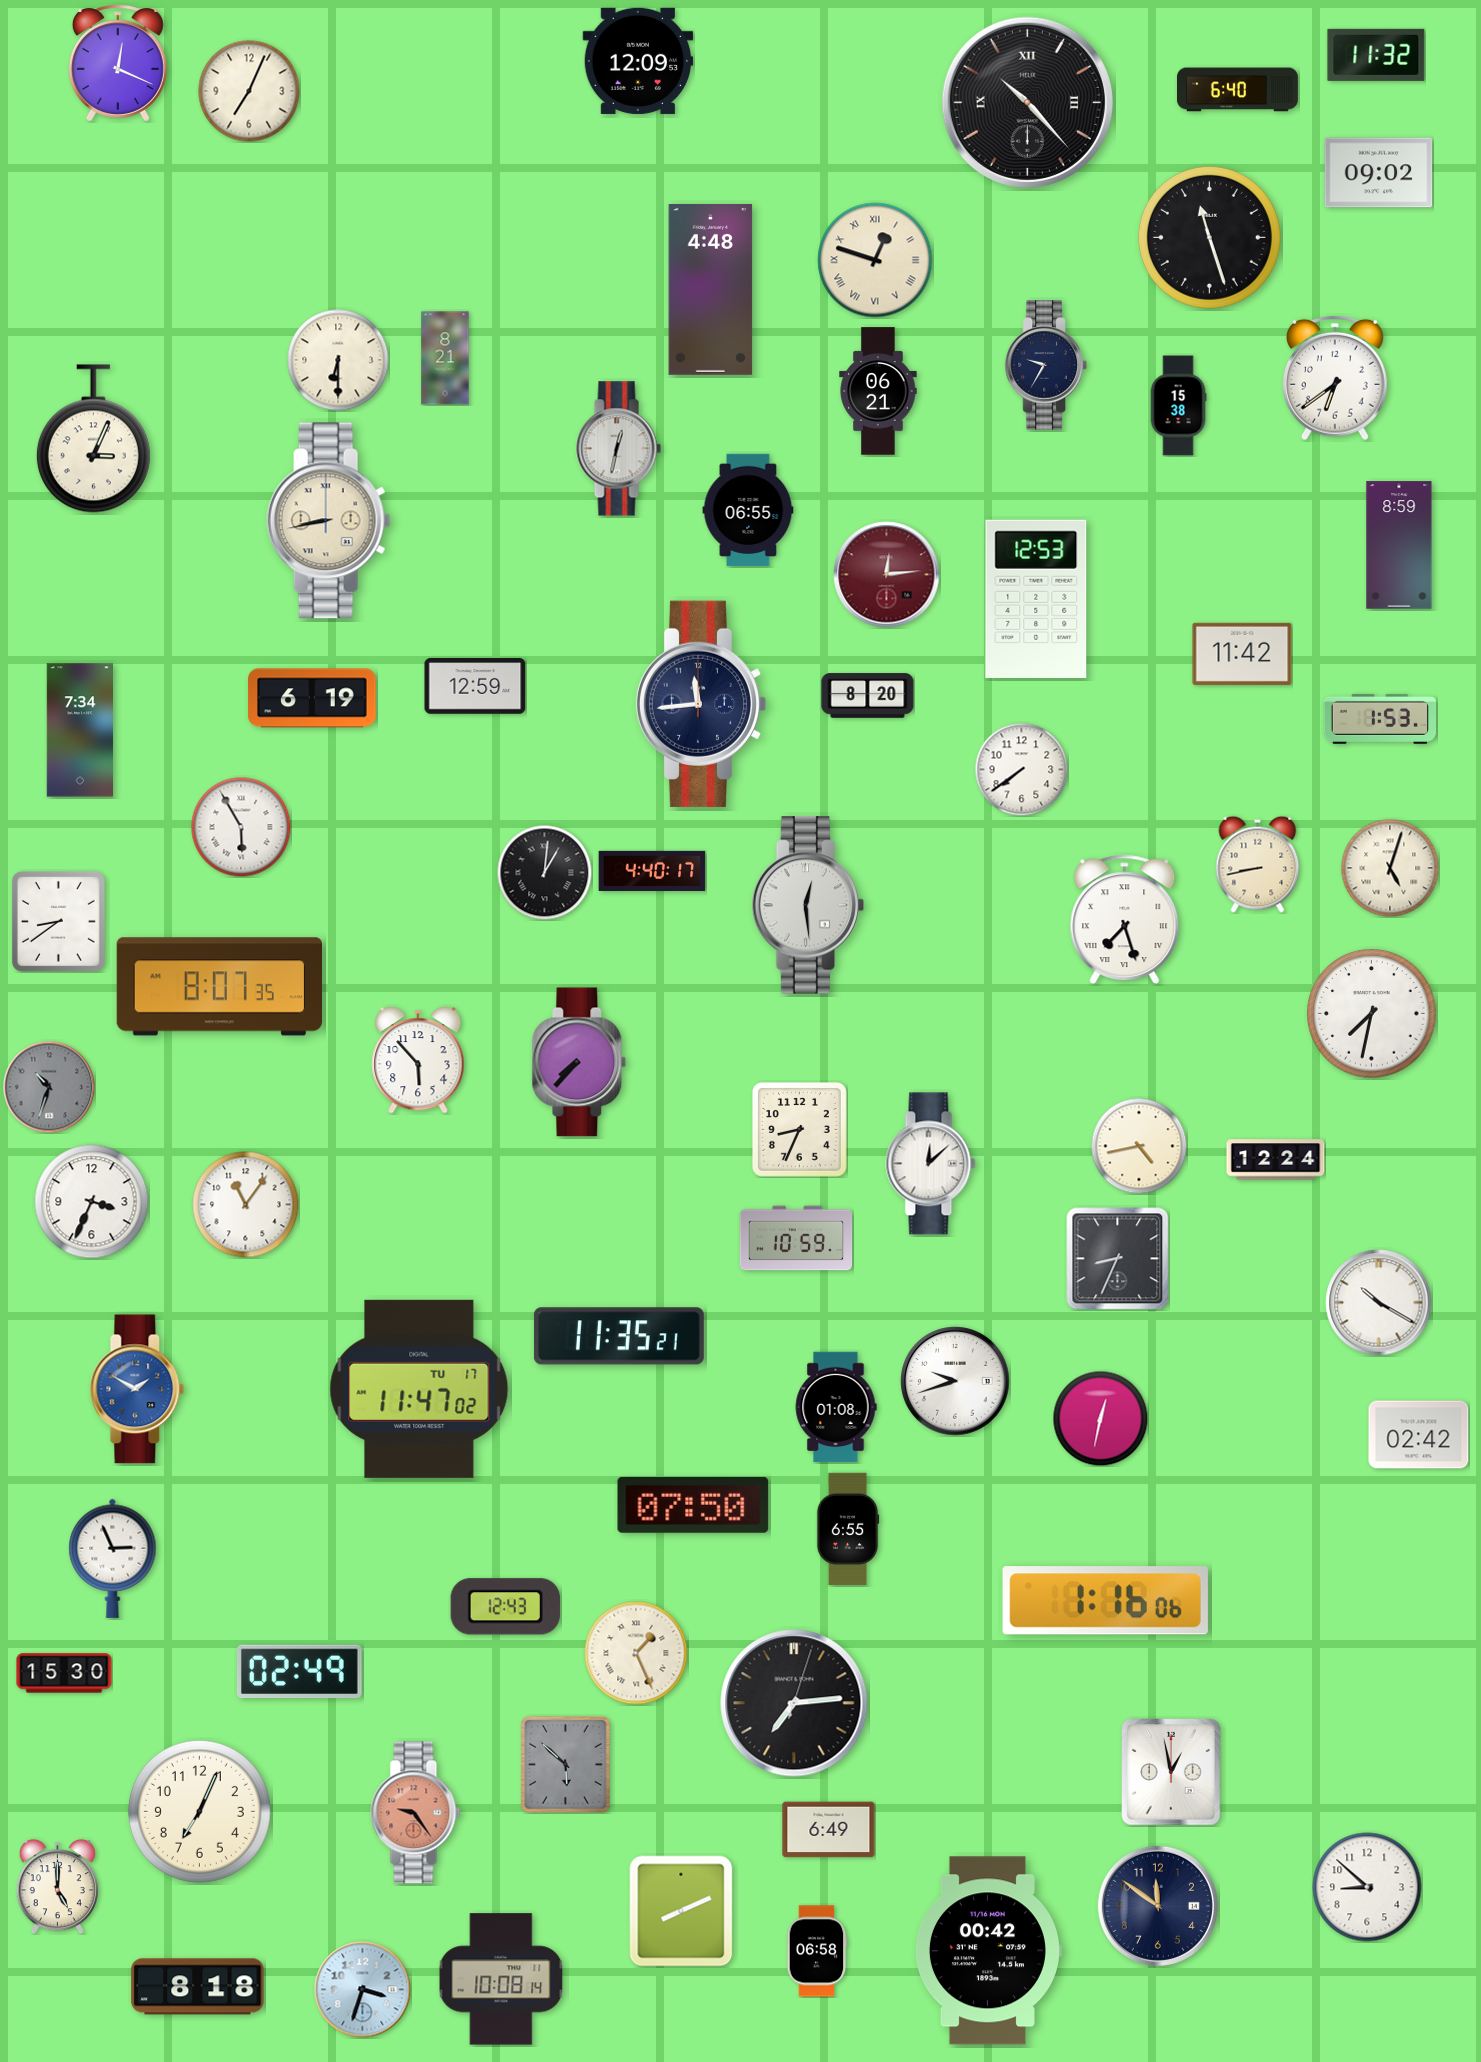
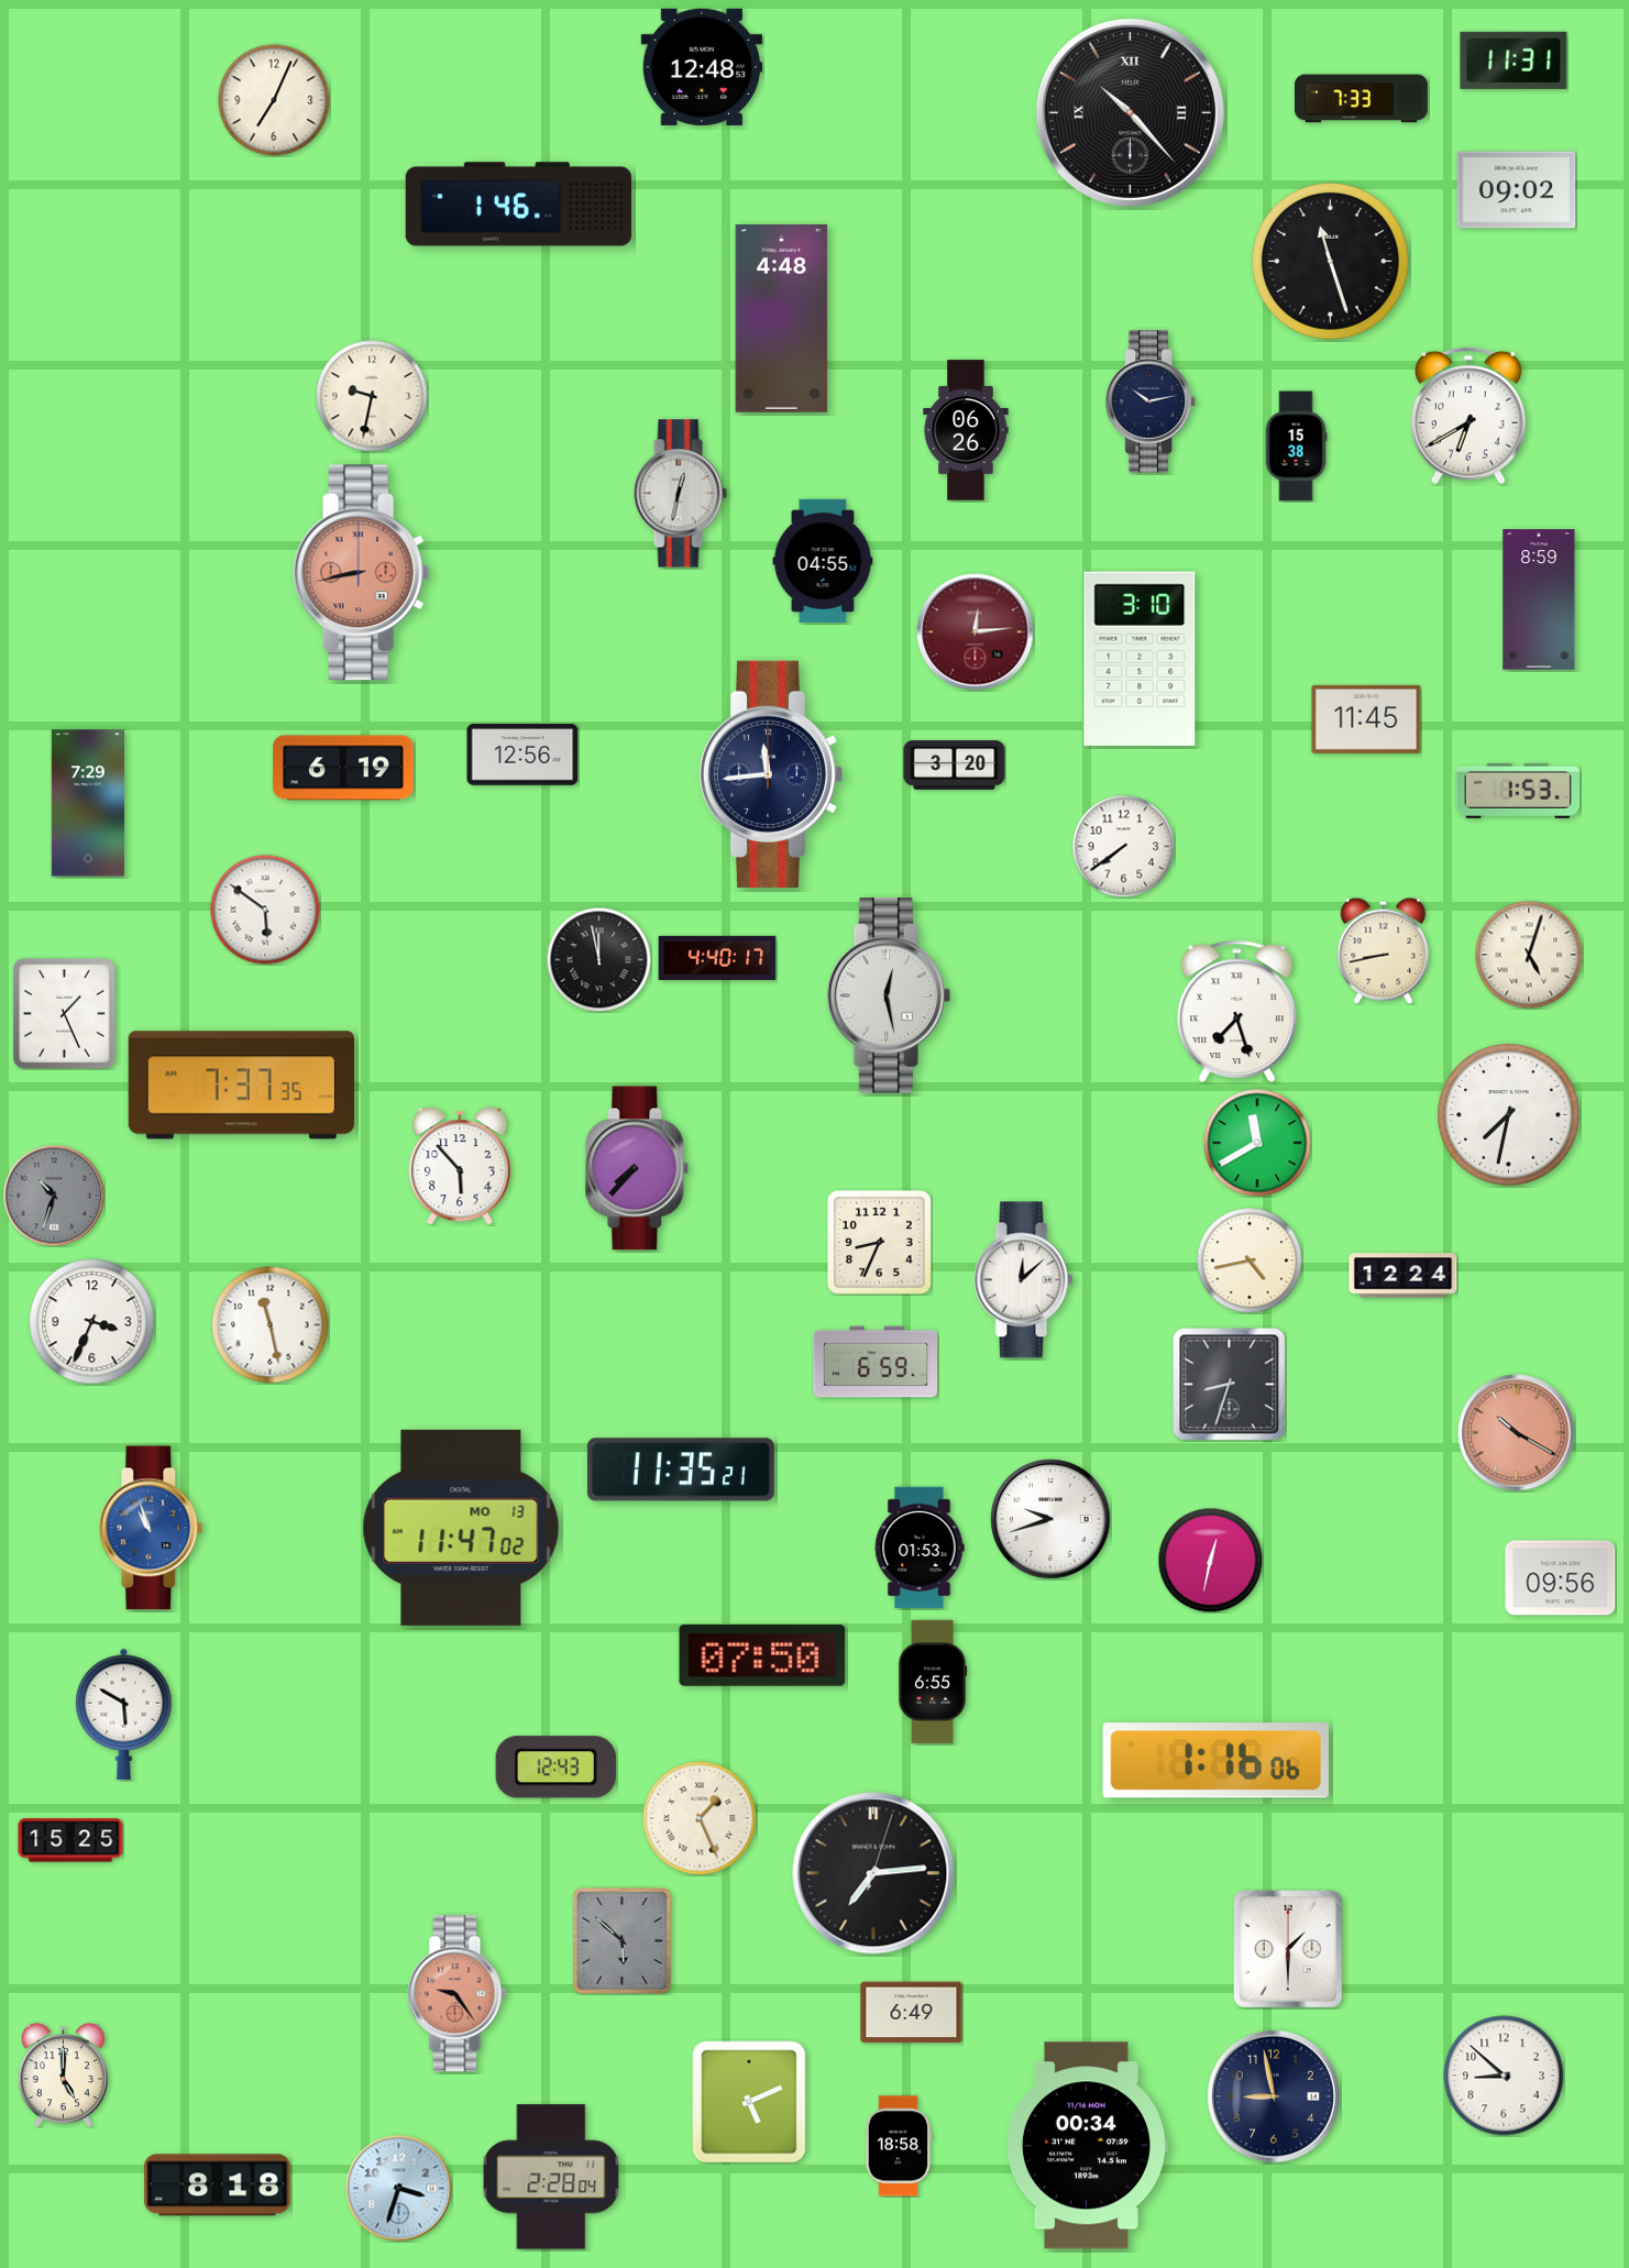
clock at (1376, 55): 11:32 -> 11:31
clock at (638, 61): 12:09 -> 12:48
clock at (118, 63): 12:19 -> none
clock at (1237, 90): 6:40 -> 7:33
clock at (518, 205): none -> 1:46
clock at (875, 260): 12:48 -> none
clock at (445, 358): 8:21 -> none
clock at (338, 360): 6:30 -> 9:32
clock at (1046, 365): 9:35 -> 10:13
clock at (1335, 378): 6:39 -> 6:40
clock at (878, 391): 06:21 -> 06:26
clock at (93, 439): 3:04 -> none
clock at (748, 510): 06:55 -> 04:55
clock at (329, 521) dial: cream -> salmon
clock at (1036, 599): 12:53 -> 3:10
clock at (1242, 654): 11:42 -> 11:45
clock at (475, 686): 12:59 -> 12:56
clock at (868, 696): 8:20 -> 3:20
clock at (79, 730): 7:34 -> 7:29
clock at (241, 827): 5:55 -> 5:51
clock at (544, 872): 1:01 -> 11:58
clock at (808, 905): 12:29 -> 12:28
clock at (58, 921): 8:39 -> 1:26
clock at (219, 987): 8:07 -> 7:37
clock at (1257, 1143): none -> 11:40
clock at (1139, 1146) position: (1139, 1146) -> (1250, 1260)
clock at (92, 1202) position: (92, 1202) -> (92, 1322)
clock at (246, 1205): 11:06 -> 11:28
clock at (796, 1238): 10:59 -> 6:59
clock at (1118, 1259): 8:34 -> 8:33
clock at (1379, 1303) dial: white -> salmon
clock at (137, 1389): 1:50 -> 10:57
clock at (419, 1389) date: TU 17 -> MO 13
clock at (836, 1407): 01:08 -> 01:53
clock at (1419, 1435): 02:42 -> 09:56
clock at (113, 1558): 2:56 -> 5:50
clock at (299, 1672): 02:49 -> none
clock at (64, 1673): 15:30 -> 15:25
clock at (1172, 1773): 12:58 -> 1:30
clock at (199, 1811): 7:04 -> none
clock at (1158, 1906): 11:51 -> 8:58
clock at (681, 1911): 8:11 -> 5:11
clock at (817, 1951): 06:58 -> 18:58
clock at (988, 1951): 00:42 -> 00:34
clock at (501, 1979): 10:08 -> 2:28
